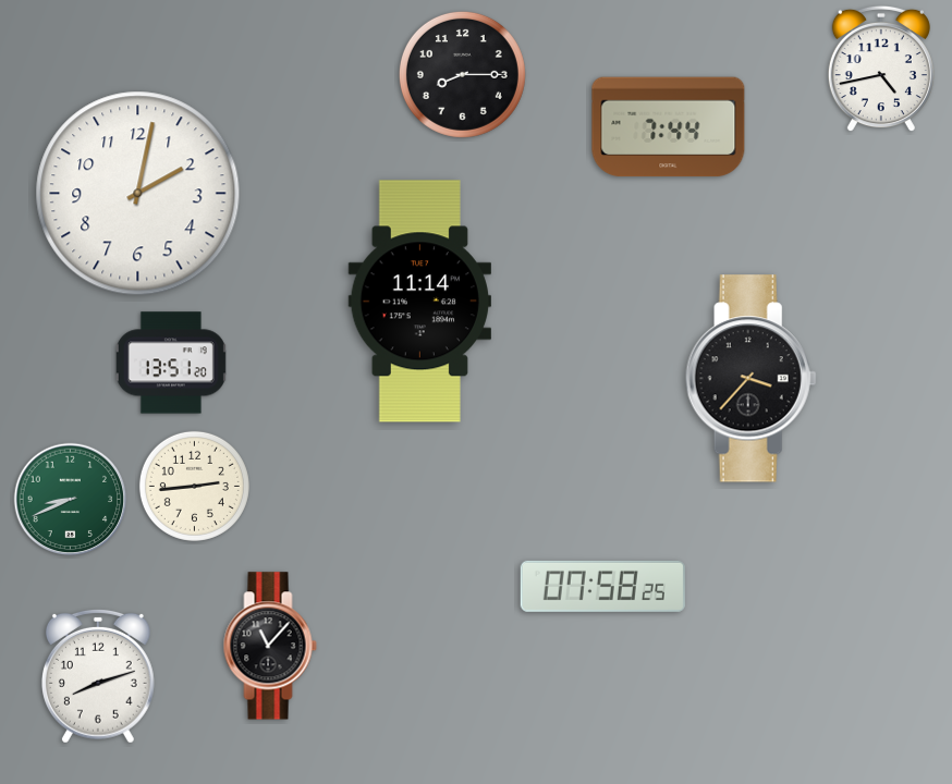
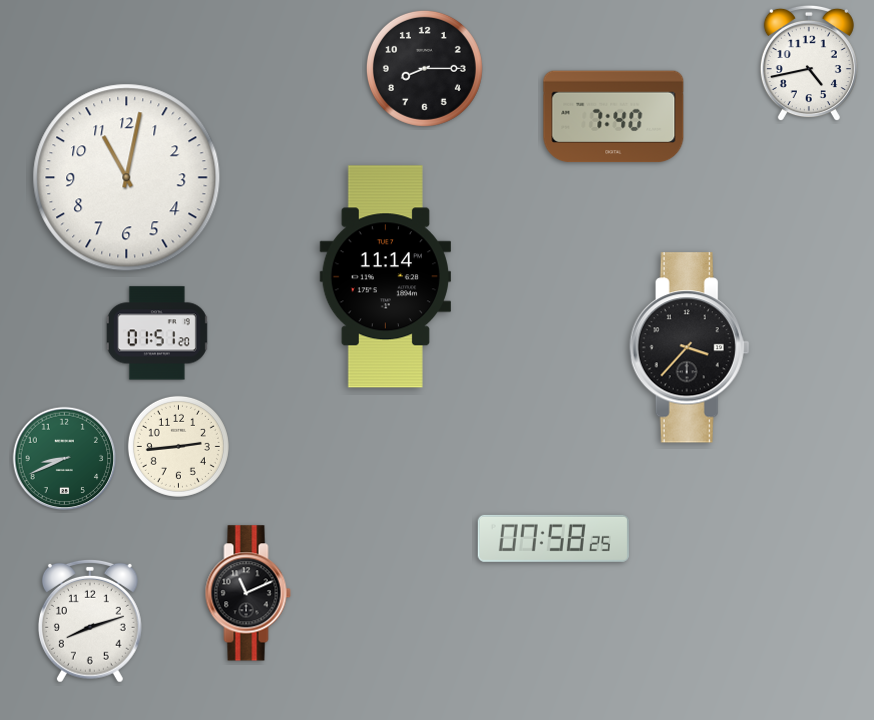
clock at (669, 127): 7:44 -> 7:40
clock at (138, 194): 2:02 -> 11:02
clock at (171, 363): 13:51 -> 01:51
clock at (270, 646): 11:07 -> 11:11
